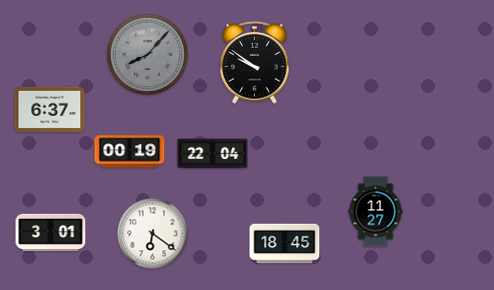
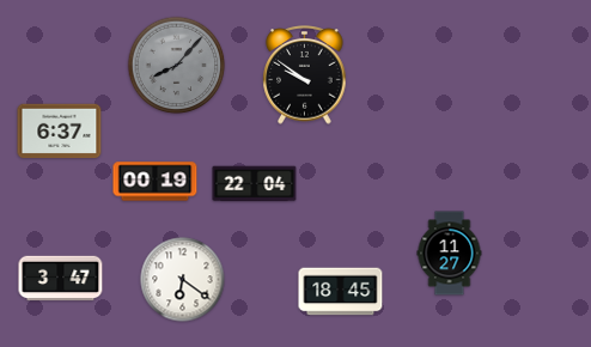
clock at (51, 233): 3:01 -> 3:47
